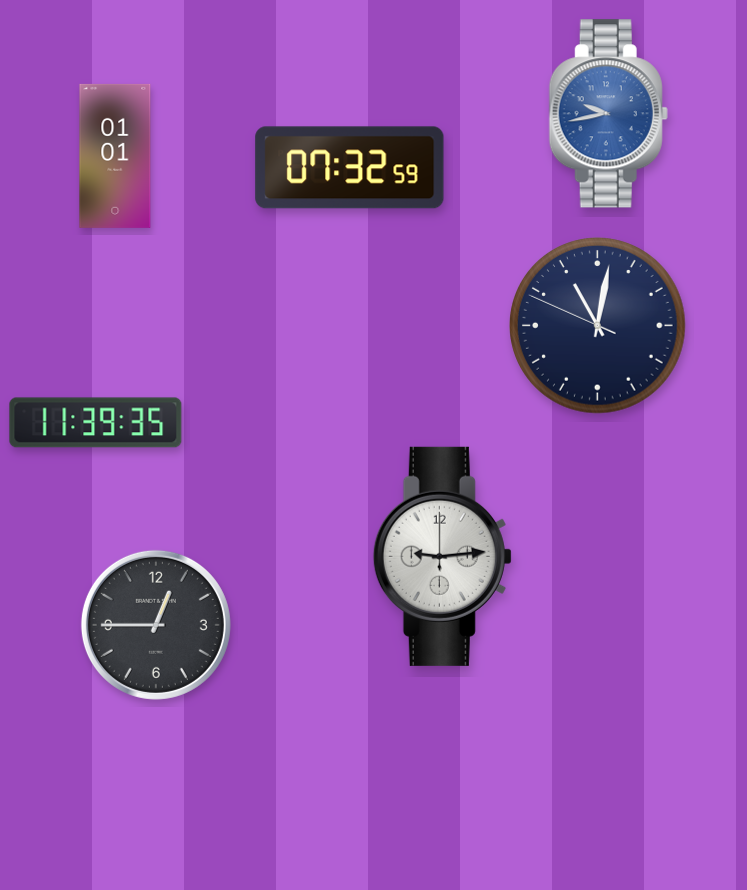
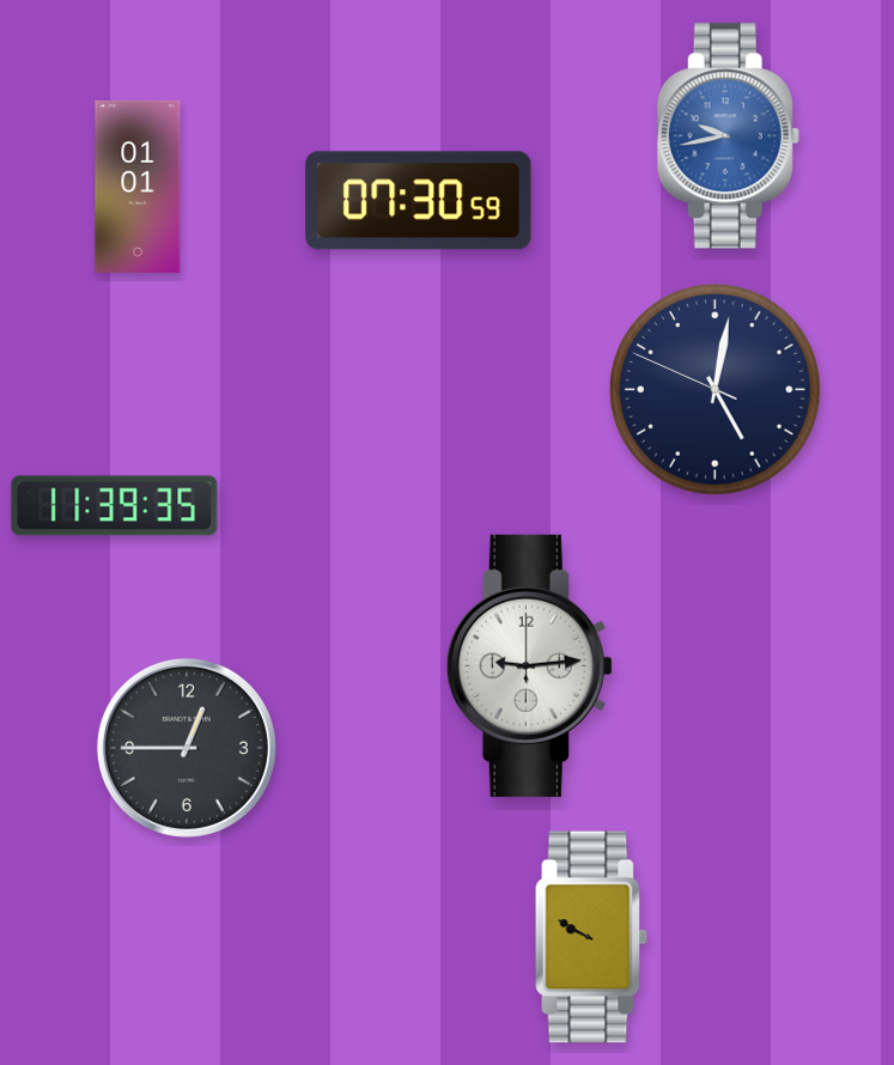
clock at (350, 168): 07:32 -> 07:30
clock at (598, 326): 11:01 -> 5:01
clock at (591, 937): none -> 9:50
